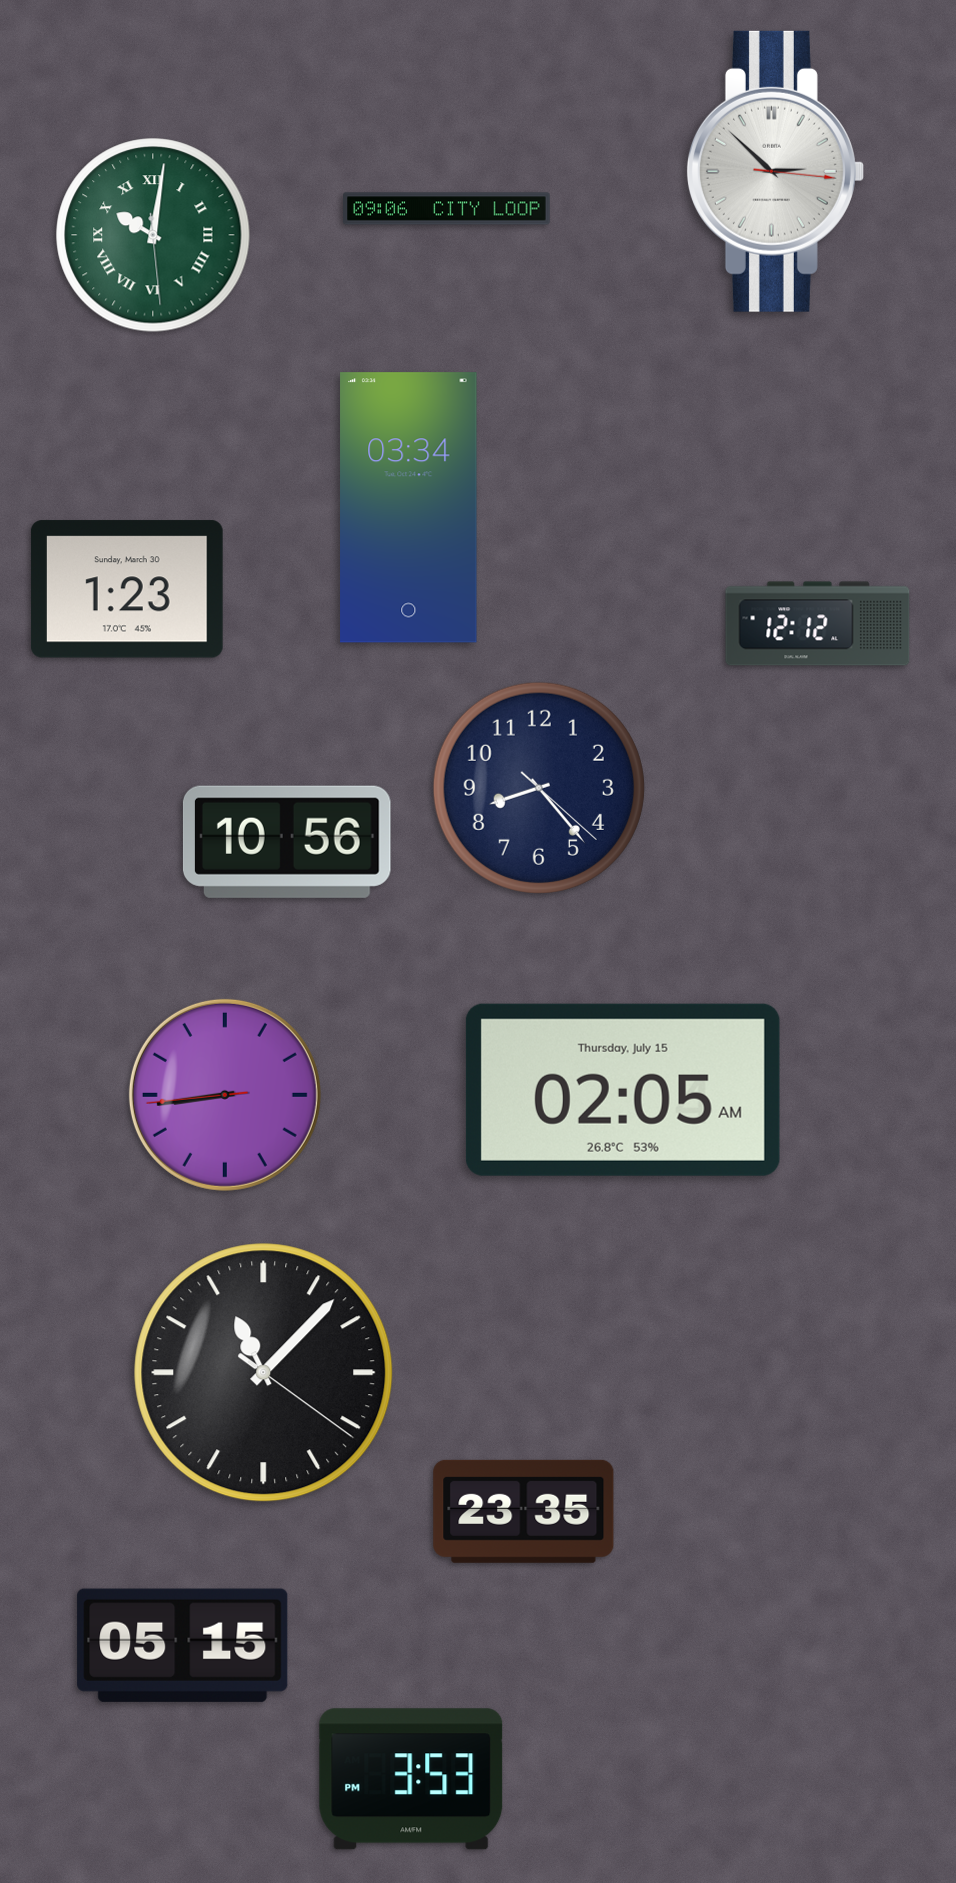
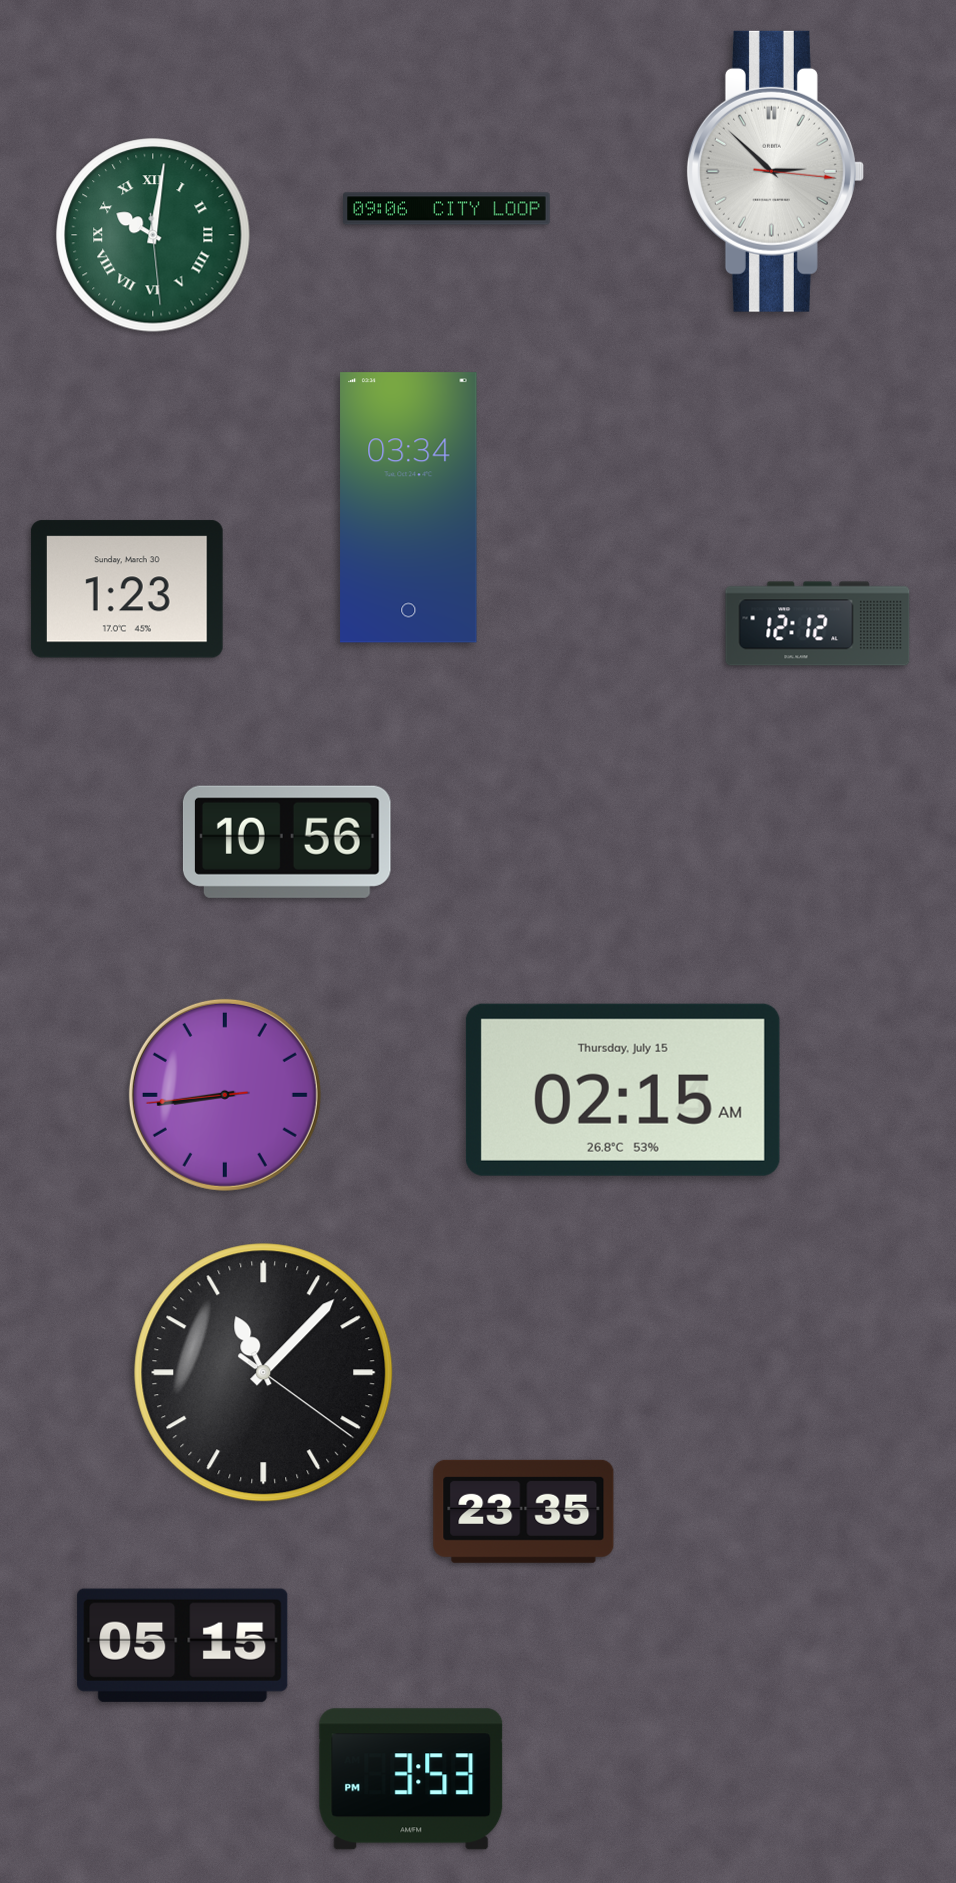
clock at (539, 788): 8:23 -> none
clock at (623, 1090): 02:05 -> 02:15
